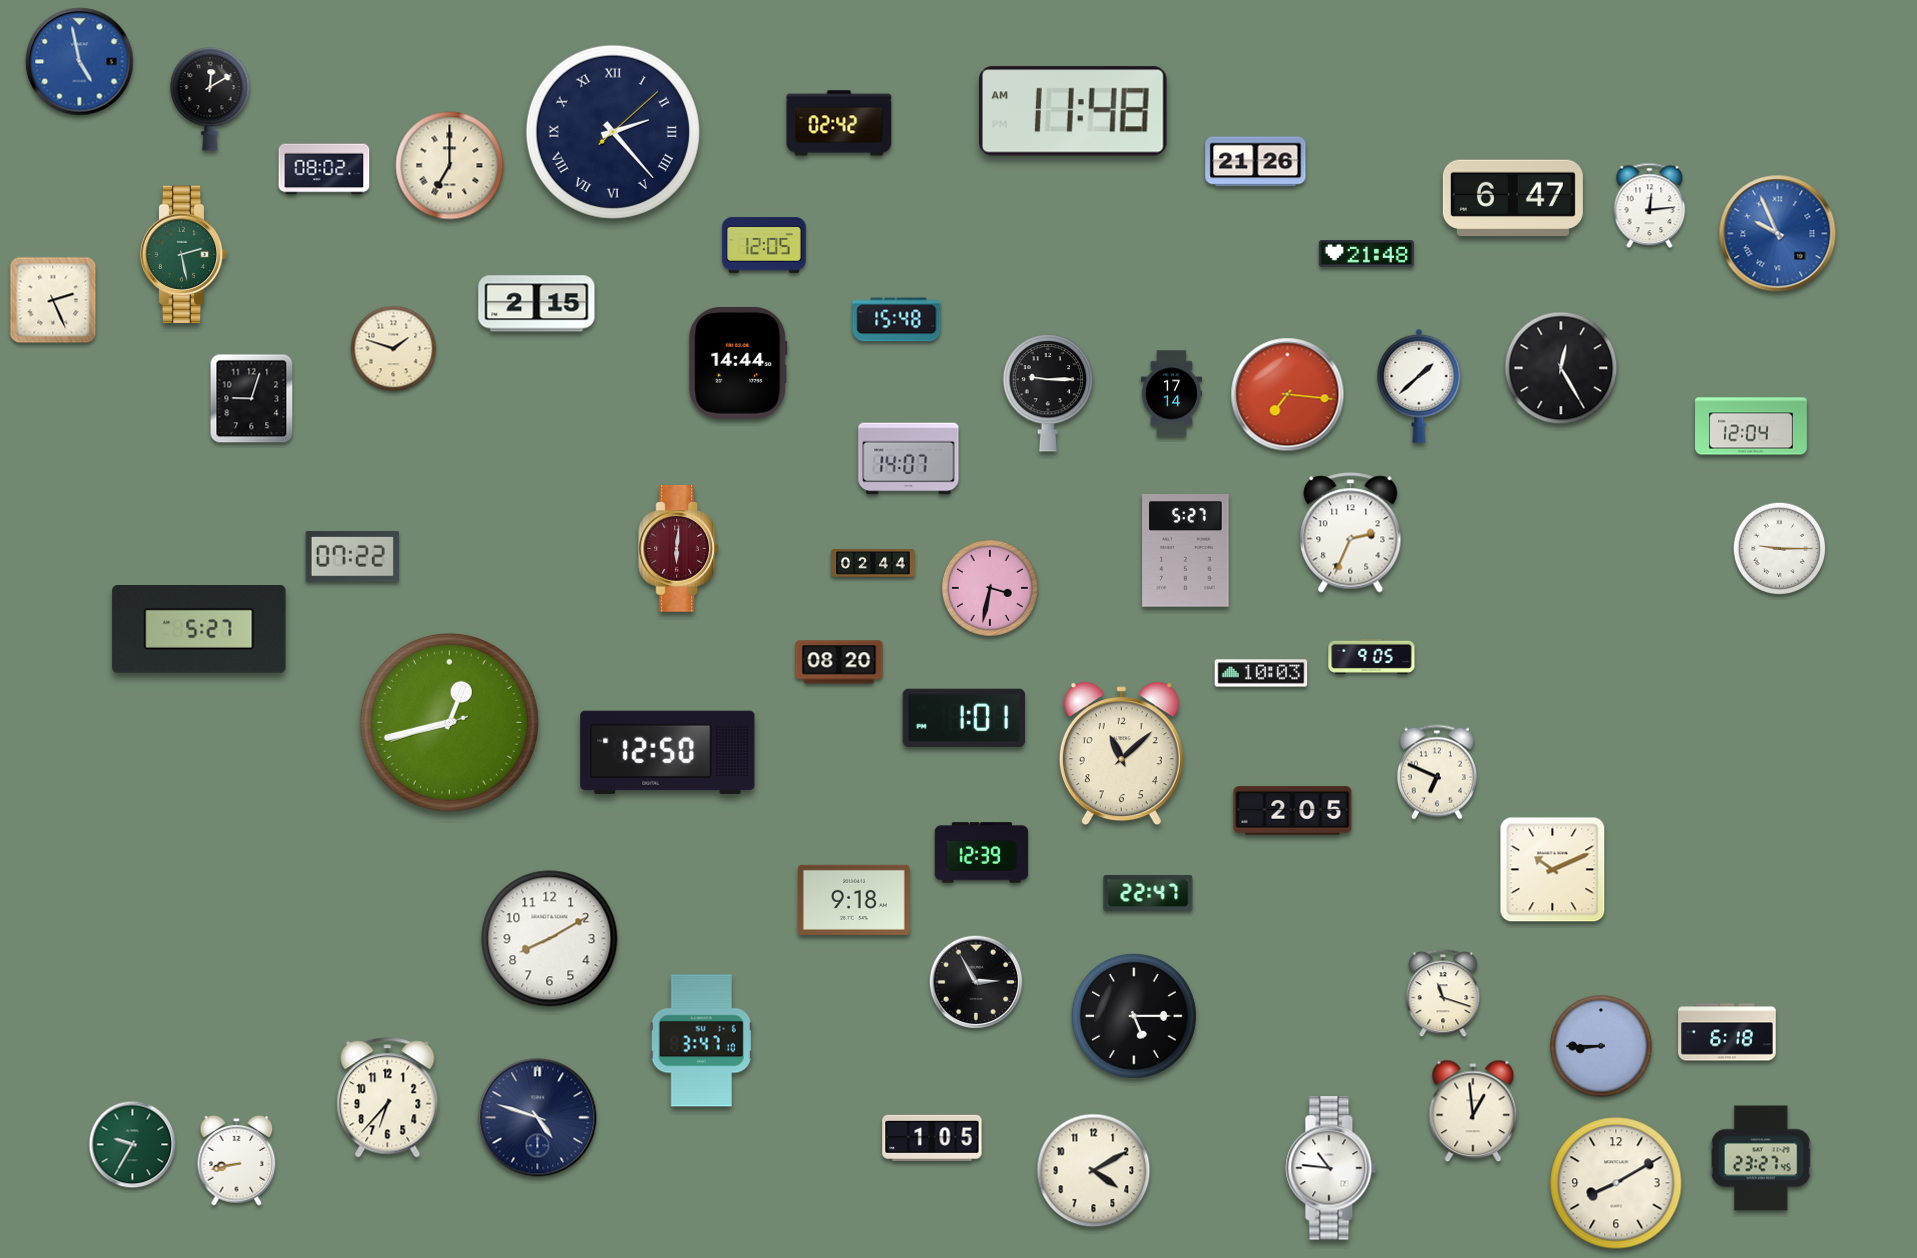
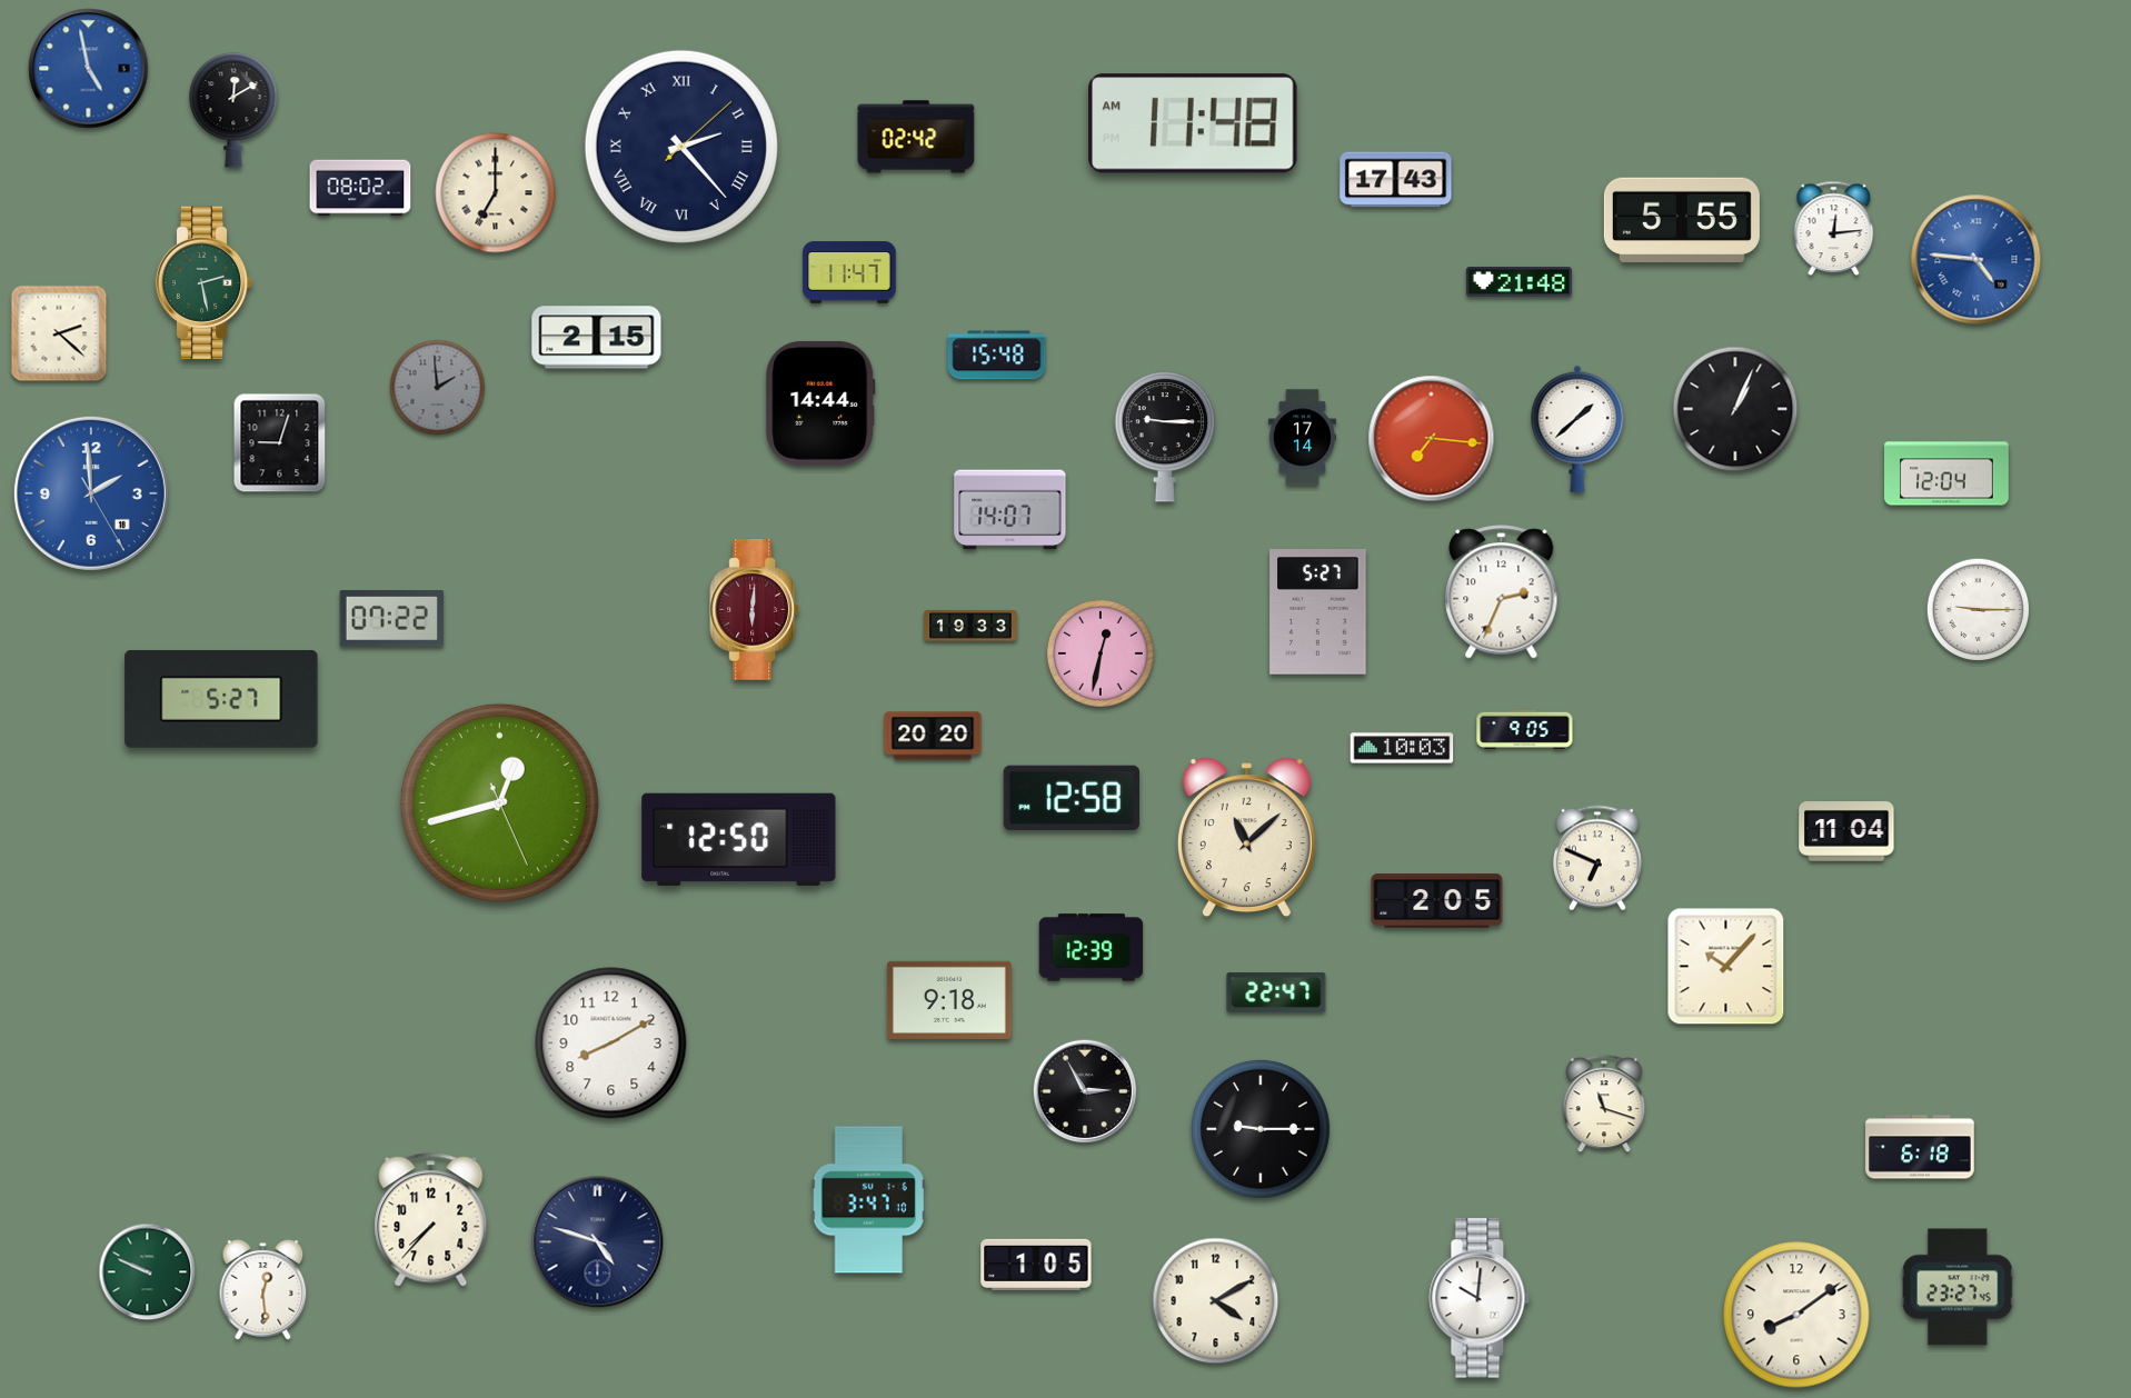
clock at (839, 123) position: (839, 123) -> (916, 137)
clock at (1256, 162): 21:26 -> 17:43
clock at (450, 166) position: (450, 166) -> (496, 193)
clock at (1513, 198): 6:47 -> 5:55
clock at (1778, 234): 9:56 -> 4:46
clock at (764, 245): 12:05 -> 11:47
clock at (53, 300): 2:26 -> 2:22
clock at (394, 349): 1:48 -> 1:59
clock at (394, 349) dial: cream -> grey
clock at (1561, 368): 12:25 -> 1:04
clock at (91, 493): none -> 1:59
clock at (873, 564): 02:44 -> 19:33
clock at (990, 588): 3:32 -> 12:32
clock at (839, 662): 08:20 -> 20:20
clock at (964, 718): 1:01 -> 12:58
clock at (449, 722): 12:42:42 -> 12:42:26
clock at (1846, 831): none -> 11:04
clock at (668, 752) position: (668, 752) -> (739, 839)
clock at (1553, 870): 10:11 -> 10:07
clock at (1134, 1016): 5:15 -> 9:15
clock at (701, 1041) position: (701, 1041) -> (868, 1200)
clock at (1601, 1046): 8:45 -> none
clock at (388, 1098): 6:37 -> 7:37
clock at (1473, 1111): 12:59 -> none
clock at (133, 1145): 9:35 -> 9:49
clock at (237, 1160): 8:43 -> 12:29
clock at (1331, 1168): 10:46 -> 10:01
clock at (1616, 1183): 8:10 -> 8:09
